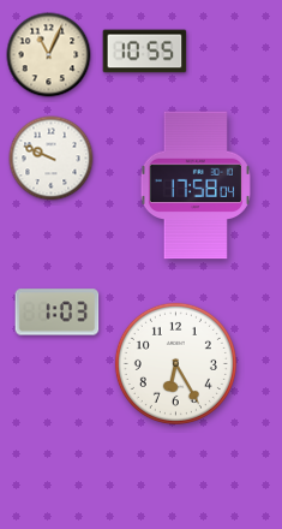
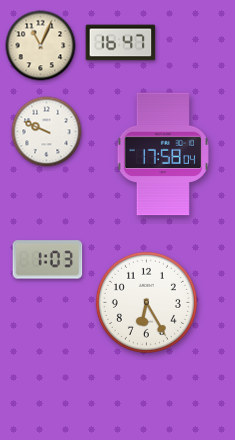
clock at (145, 52): 10:55 -> 16:47
clock at (52, 159) position: (52, 159) -> (47, 132)
